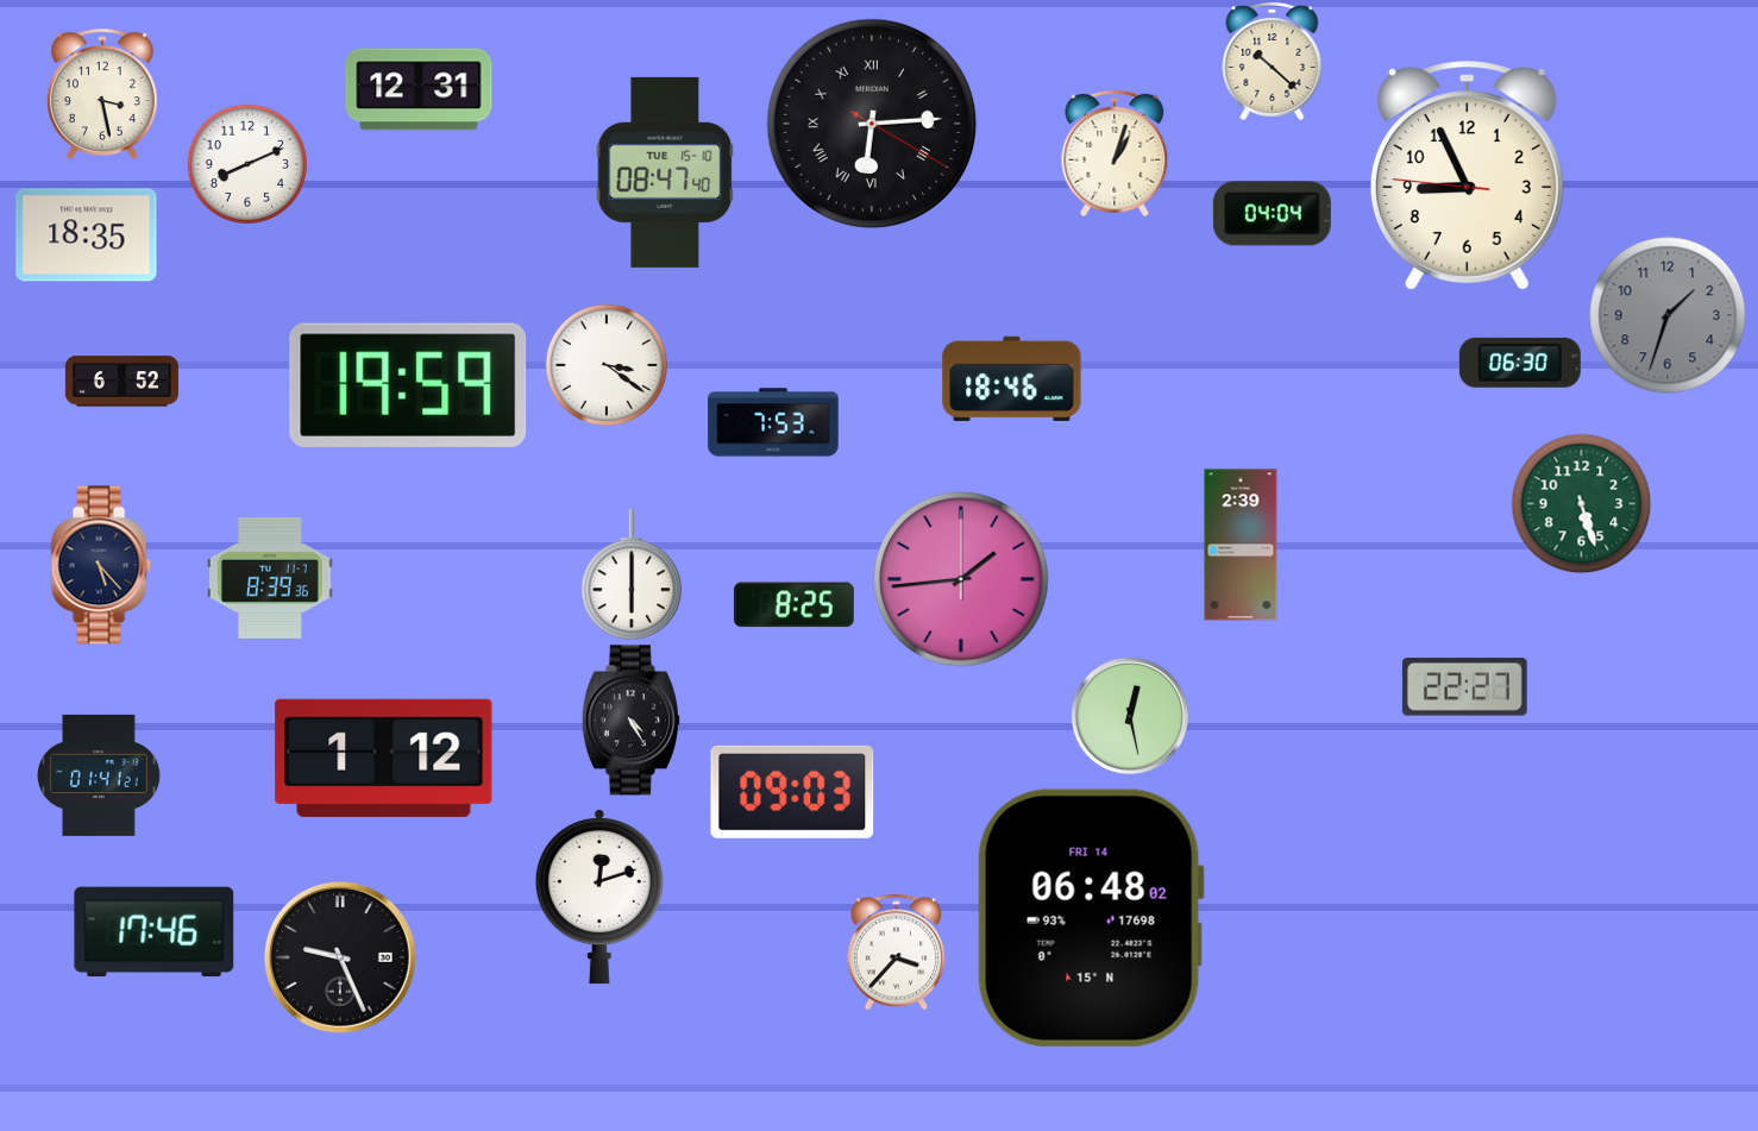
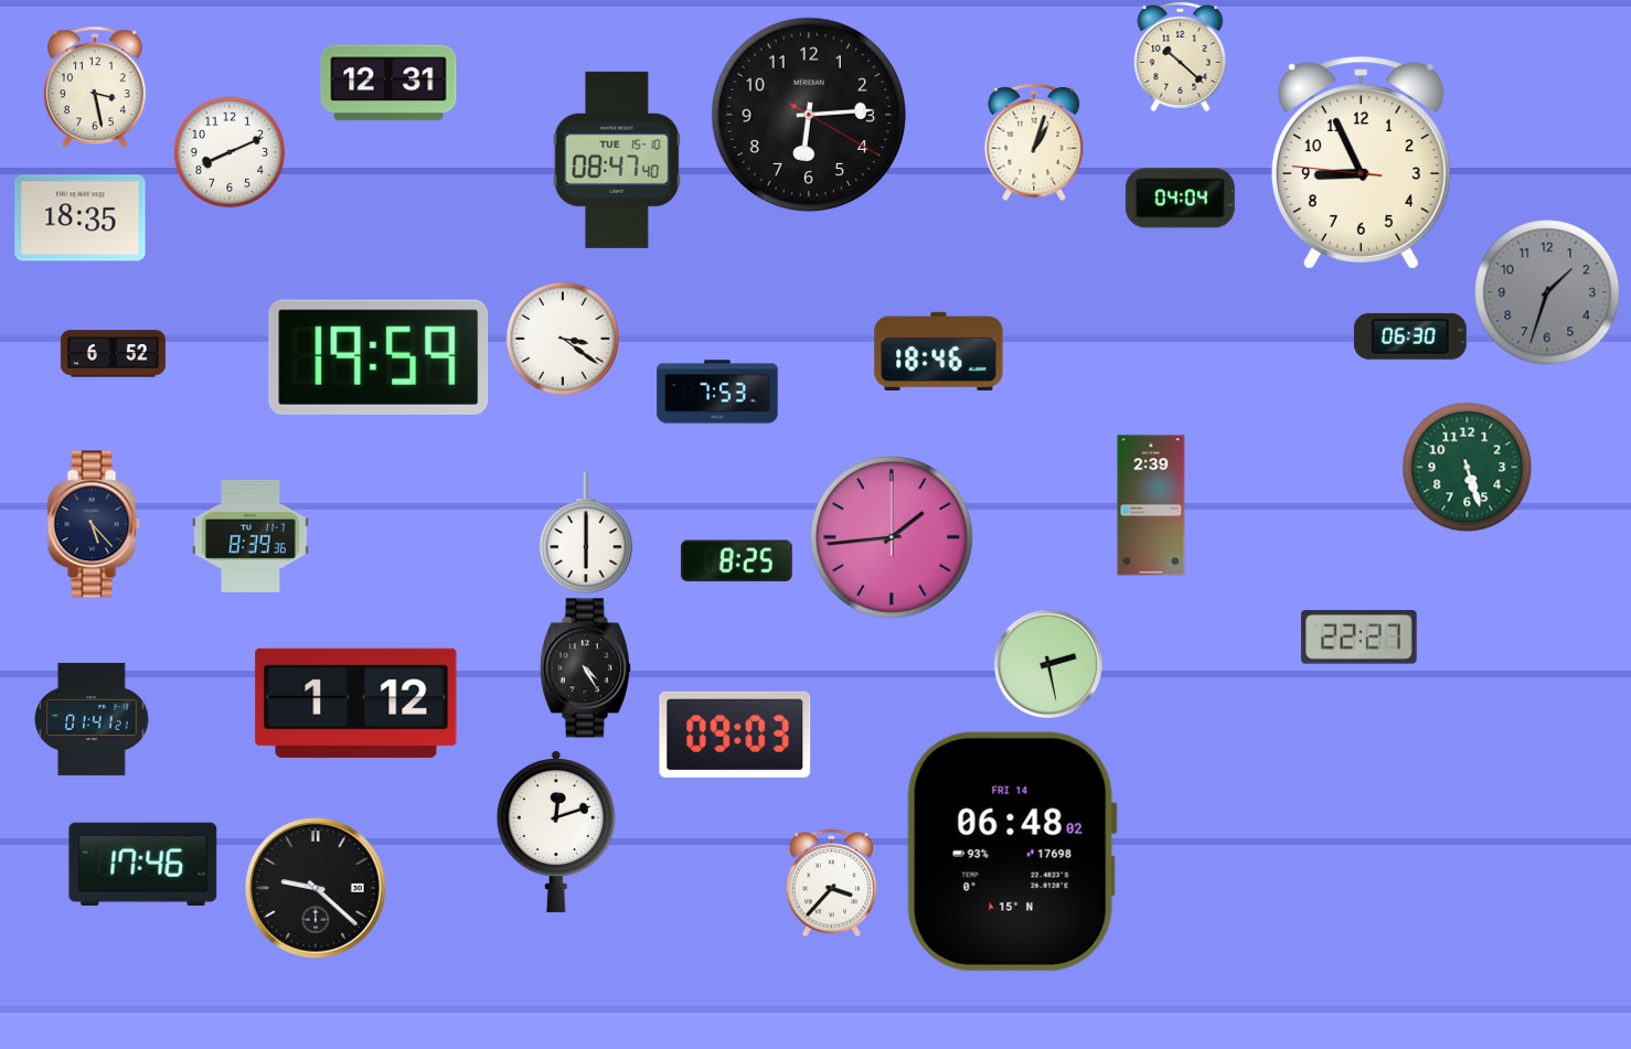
clock at (872, 124) numerals: Roman -> Arabic
clock at (1129, 715): 12:28 -> 2:28
clock at (340, 957): 9:26 -> 9:22
